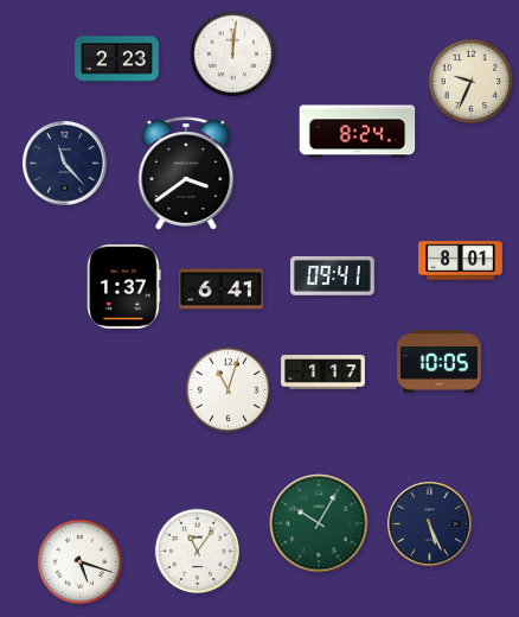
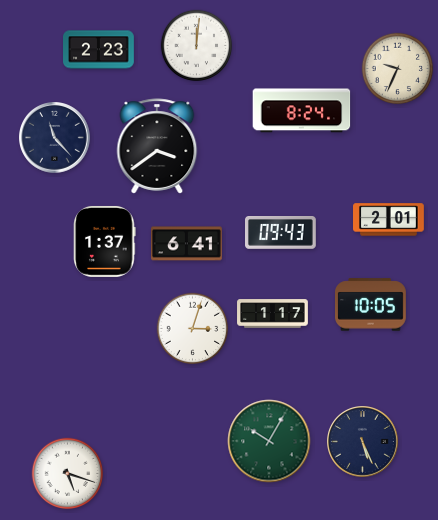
clock at (461, 261): 8:01 -> 2:01
clock at (333, 276): 09:41 -> 09:43
clock at (229, 390): 11:03 -> 3:03
clock at (198, 552): 11:06 -> none
